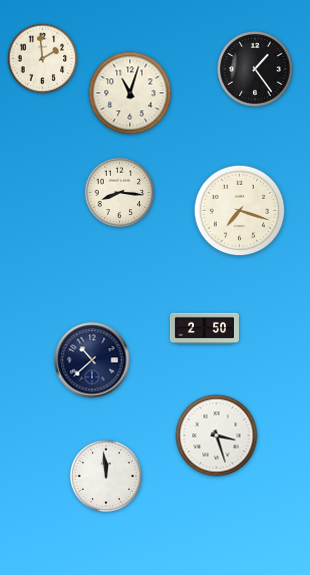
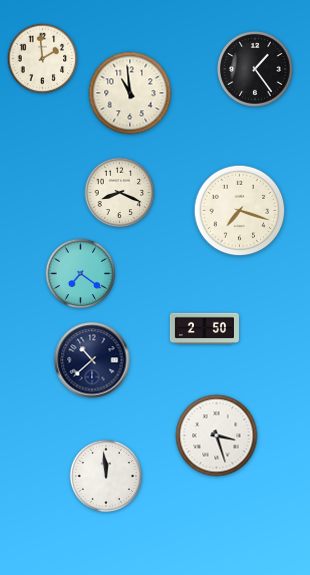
clock at (130, 93): 11:03 -> 10:59
clock at (120, 193): 8:16 -> 8:19
clock at (81, 274): none -> 7:21
